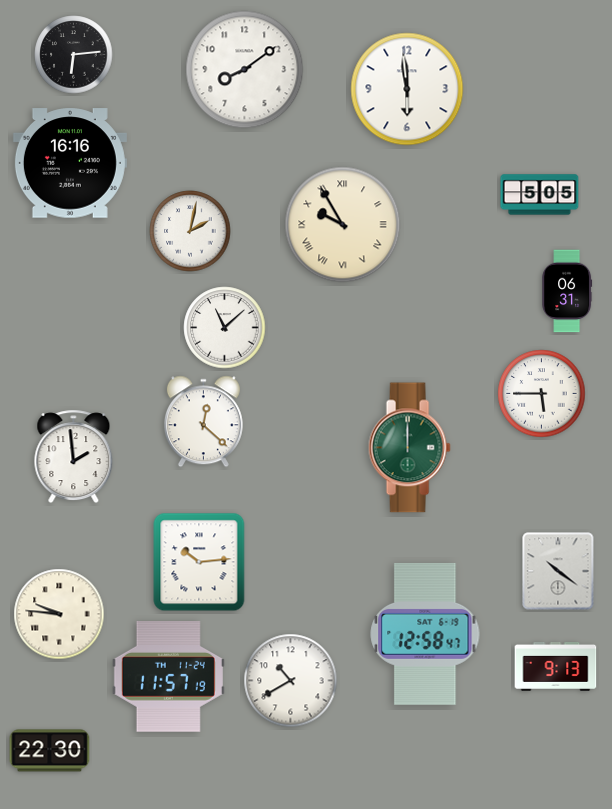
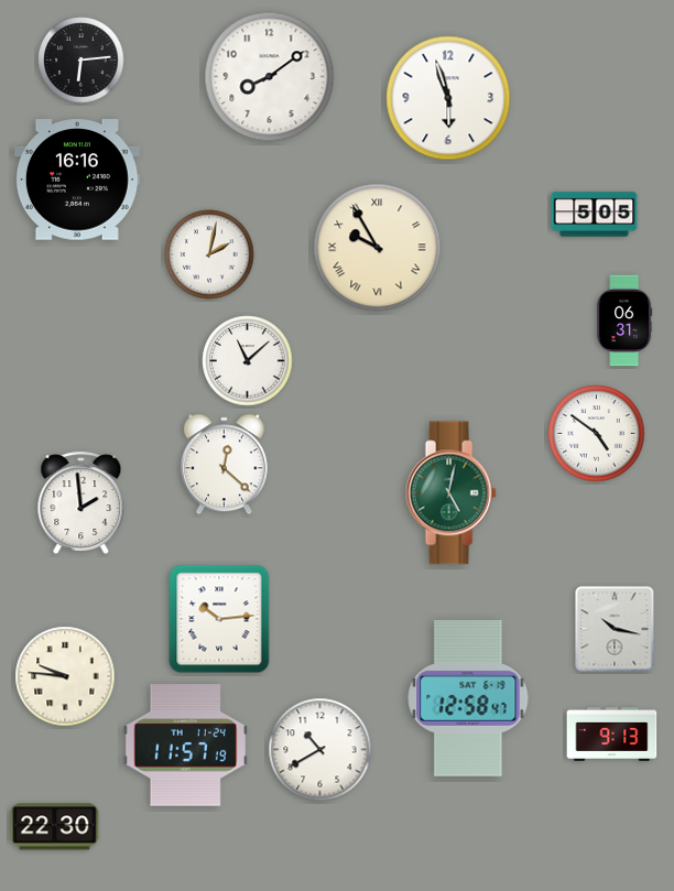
clock at (407, 89): 5:59 -> 5:57
clock at (542, 394): 5:45 -> 4:51
clock at (409, 448): 12:00 -> 5:02
clock at (558, 571): 10:21 -> 10:17
